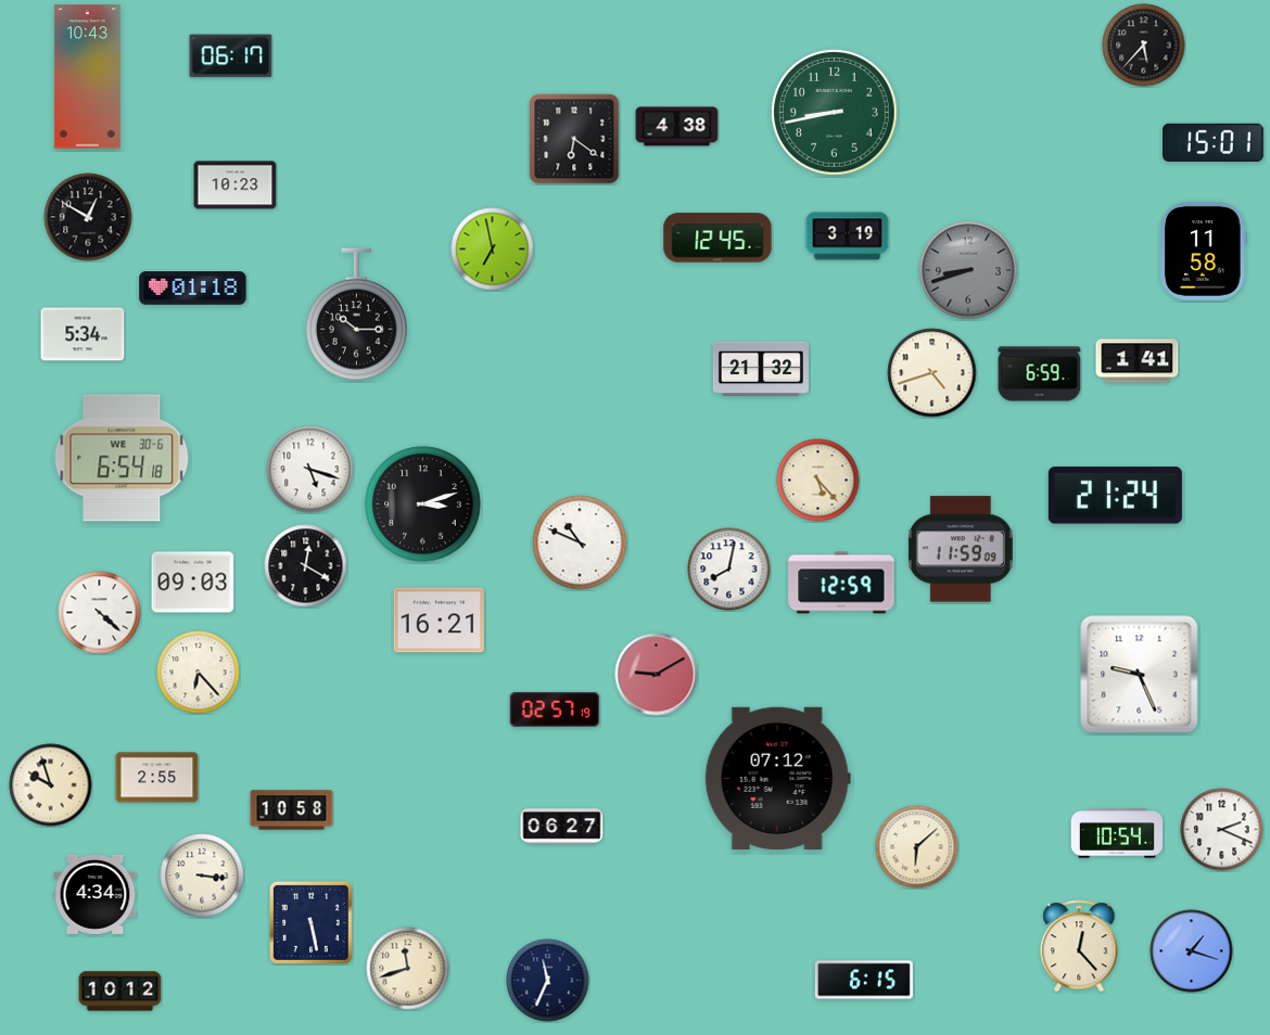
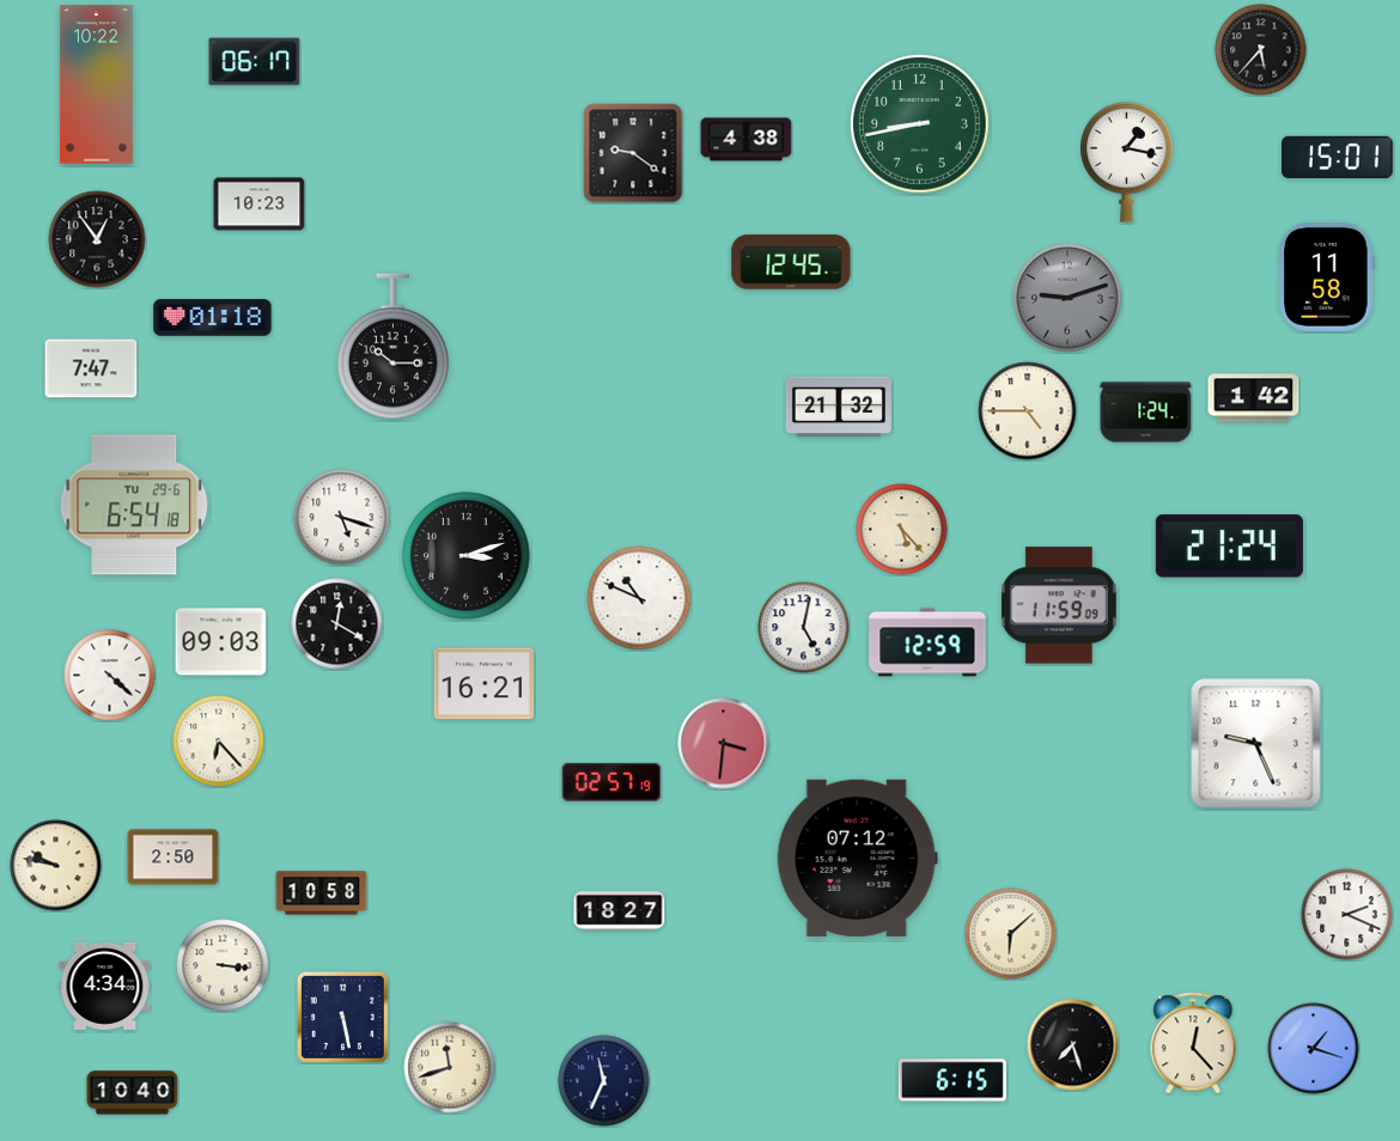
clock at (87, 77): 10:43 -> 10:22
clock at (574, 139): 6:21 -> 9:21
clock at (1127, 161): none -> 1:17
clock at (88, 217): 12:50 -> 12:54
clock at (848, 237): 3:19 -> none
clock at (493, 250): 6:58 -> none
clock at (968, 270): 8:42 -> 9:12
clock at (82, 334): 5:34 -> 7:47
clock at (1138, 361): 1:41 -> 1:42
clock at (932, 373): 4:42 -> 4:45
clock at (1040, 374): 6:59 -> 1:24
clock at (122, 458) date: WE 30-6 -> TU 29-6
clock at (729, 570): 8:02 -> 5:02
clock at (193, 583) position: (193, 583) -> (221, 642)
clock at (657, 675): 9:10 -> 3:31
clock at (157, 778): 2:55 -> 2:50
clock at (51, 785): 9:57 -> 9:47
clock at (562, 827): 06:27 -> 18:27
clock at (1117, 833): 10:54 -> none
clock at (1079, 946) position: (1079, 946) -> (1193, 1043)
clock at (1073, 1045): none -> 7:27
clock at (120, 992): 10:12 -> 10:40
